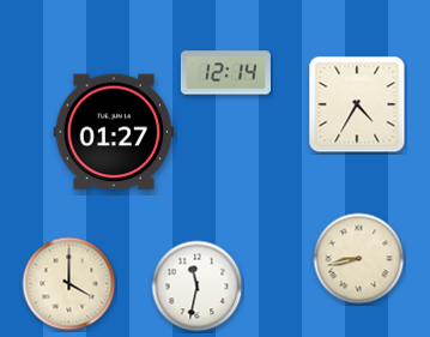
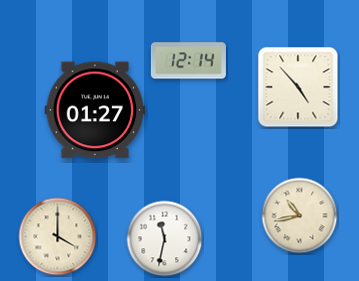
clock at (357, 104): 4:35 -> 4:53
clock at (359, 259): 8:43 -> 10:43
